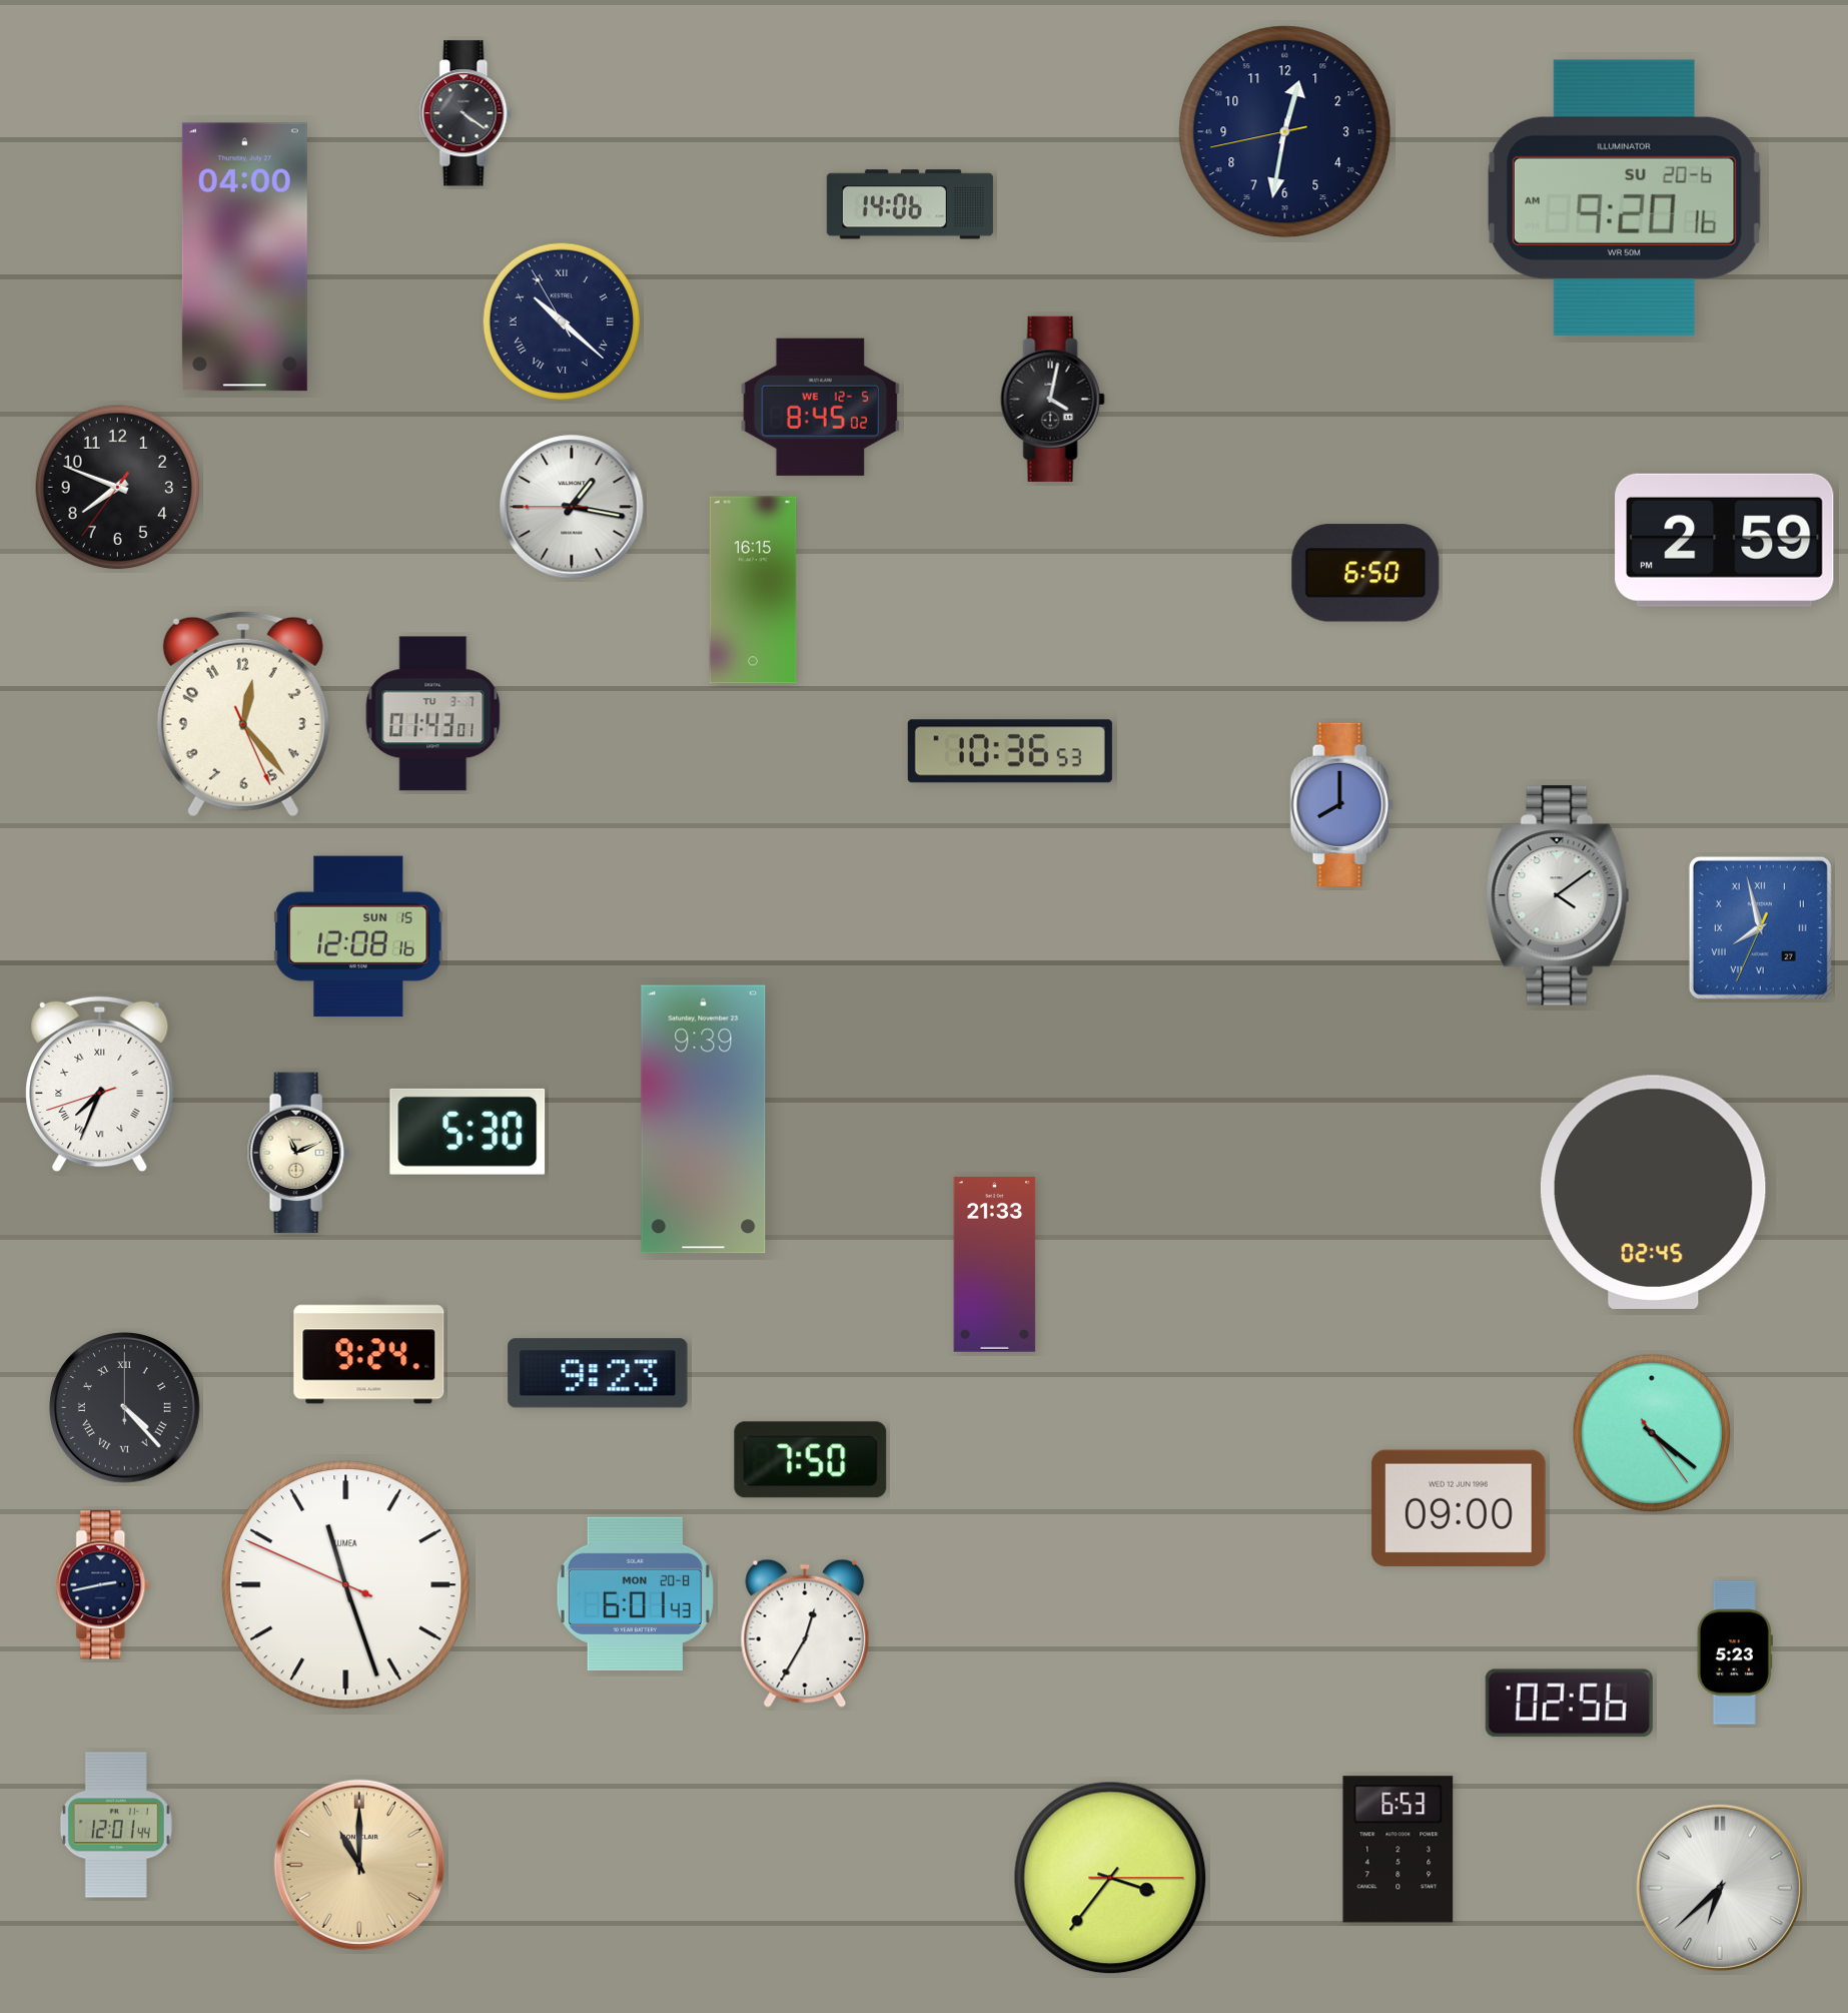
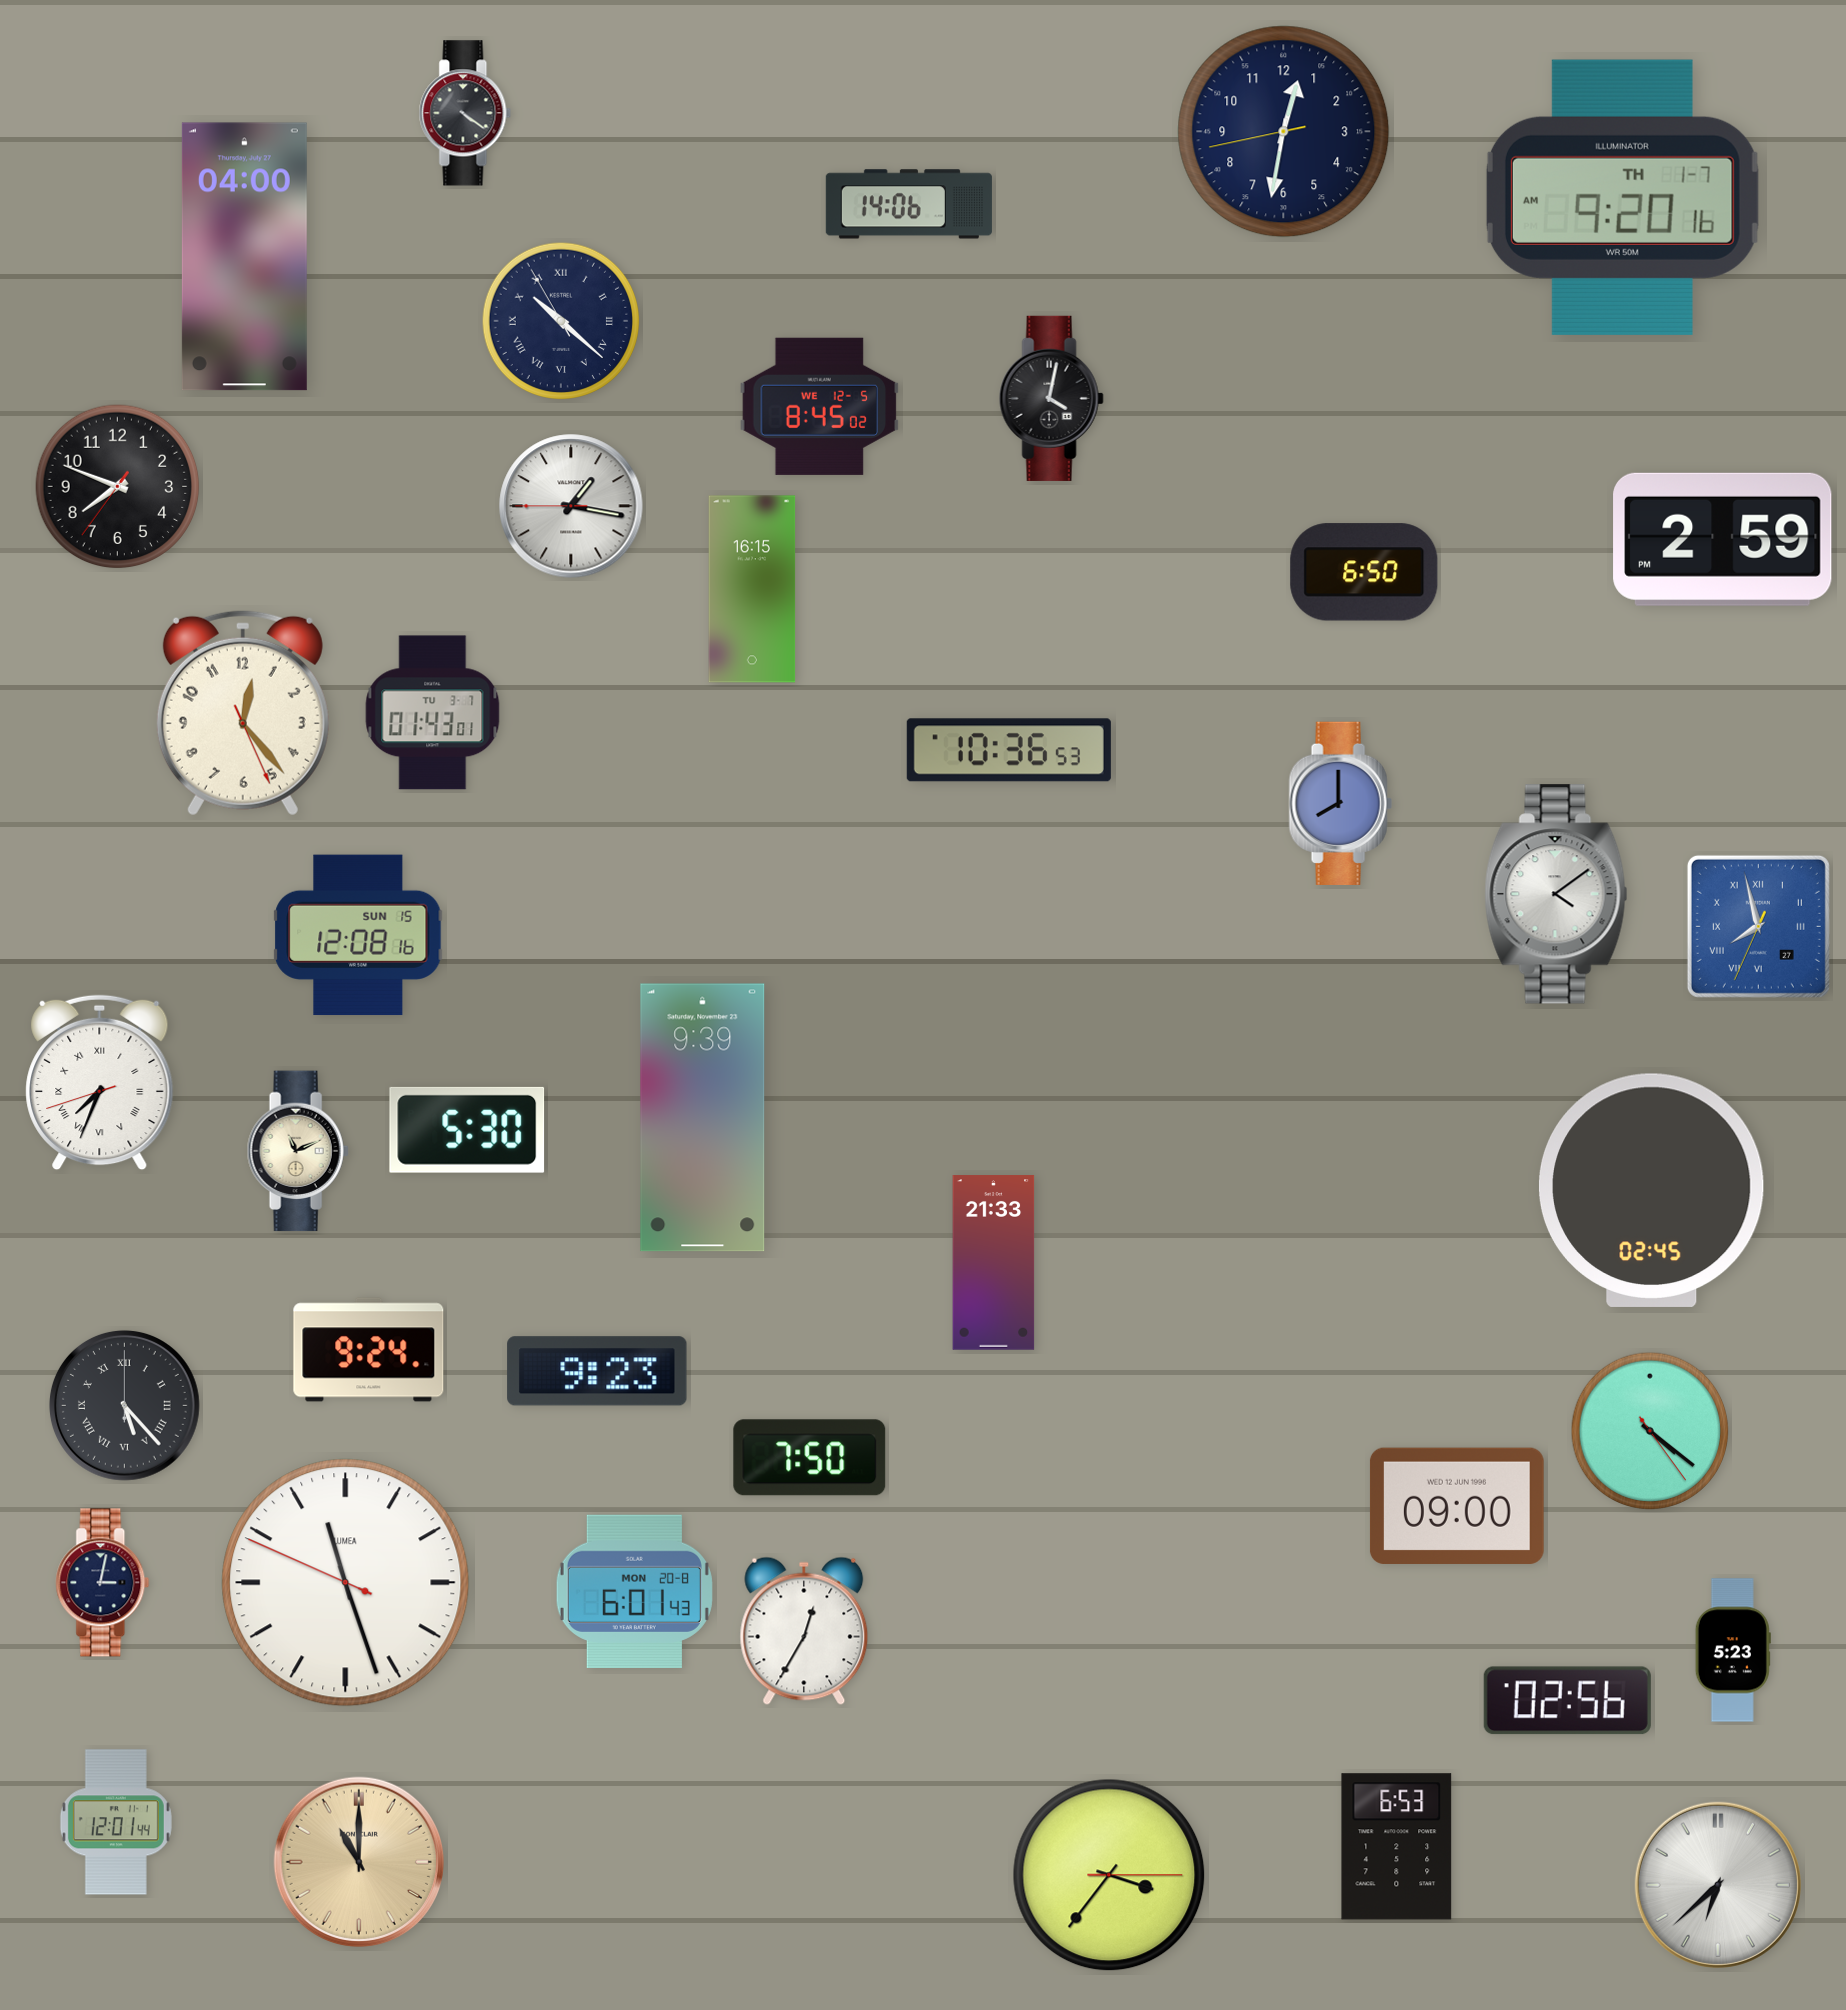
clock at (1624, 197) date: SU 20-6 -> TH 1-7
clock at (124, 1407): 4:23 -> 5:23
clock at (103, 1585): 2:43 -> 3:02
